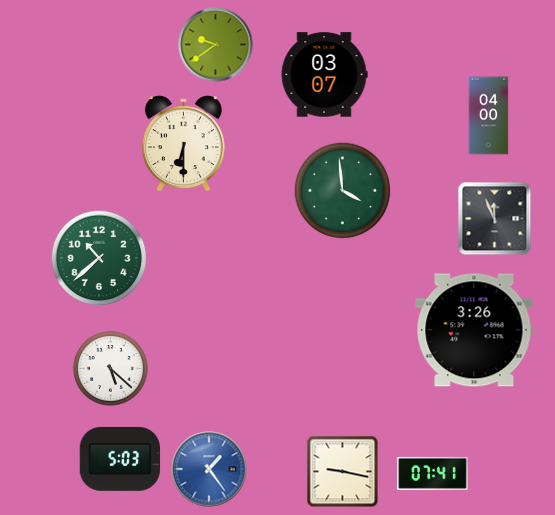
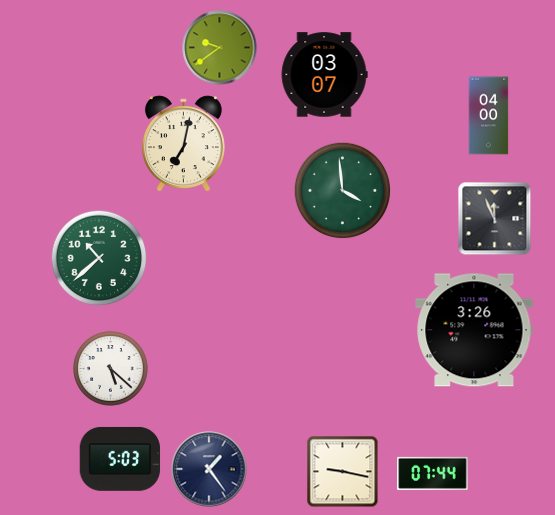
clock at (216, 45) position: (216, 45) -> (220, 48)
clock at (183, 144): 6:30 -> 7:02
clock at (209, 469) dial: blue -> navy
clock at (433, 473): 07:41 -> 07:44
